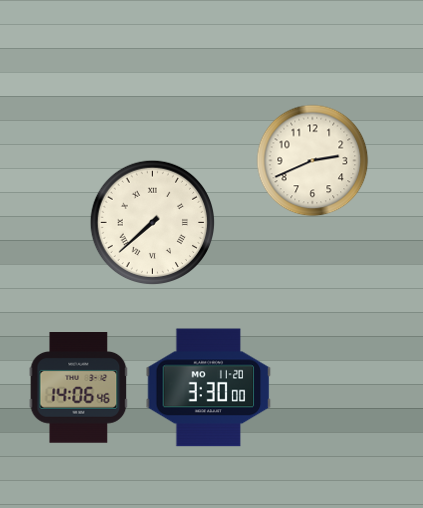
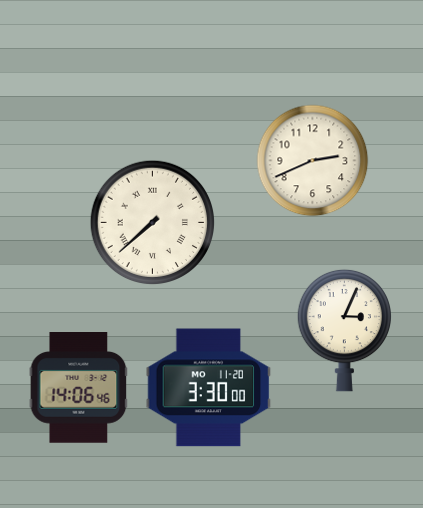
clock at (344, 330): none -> 3:04
